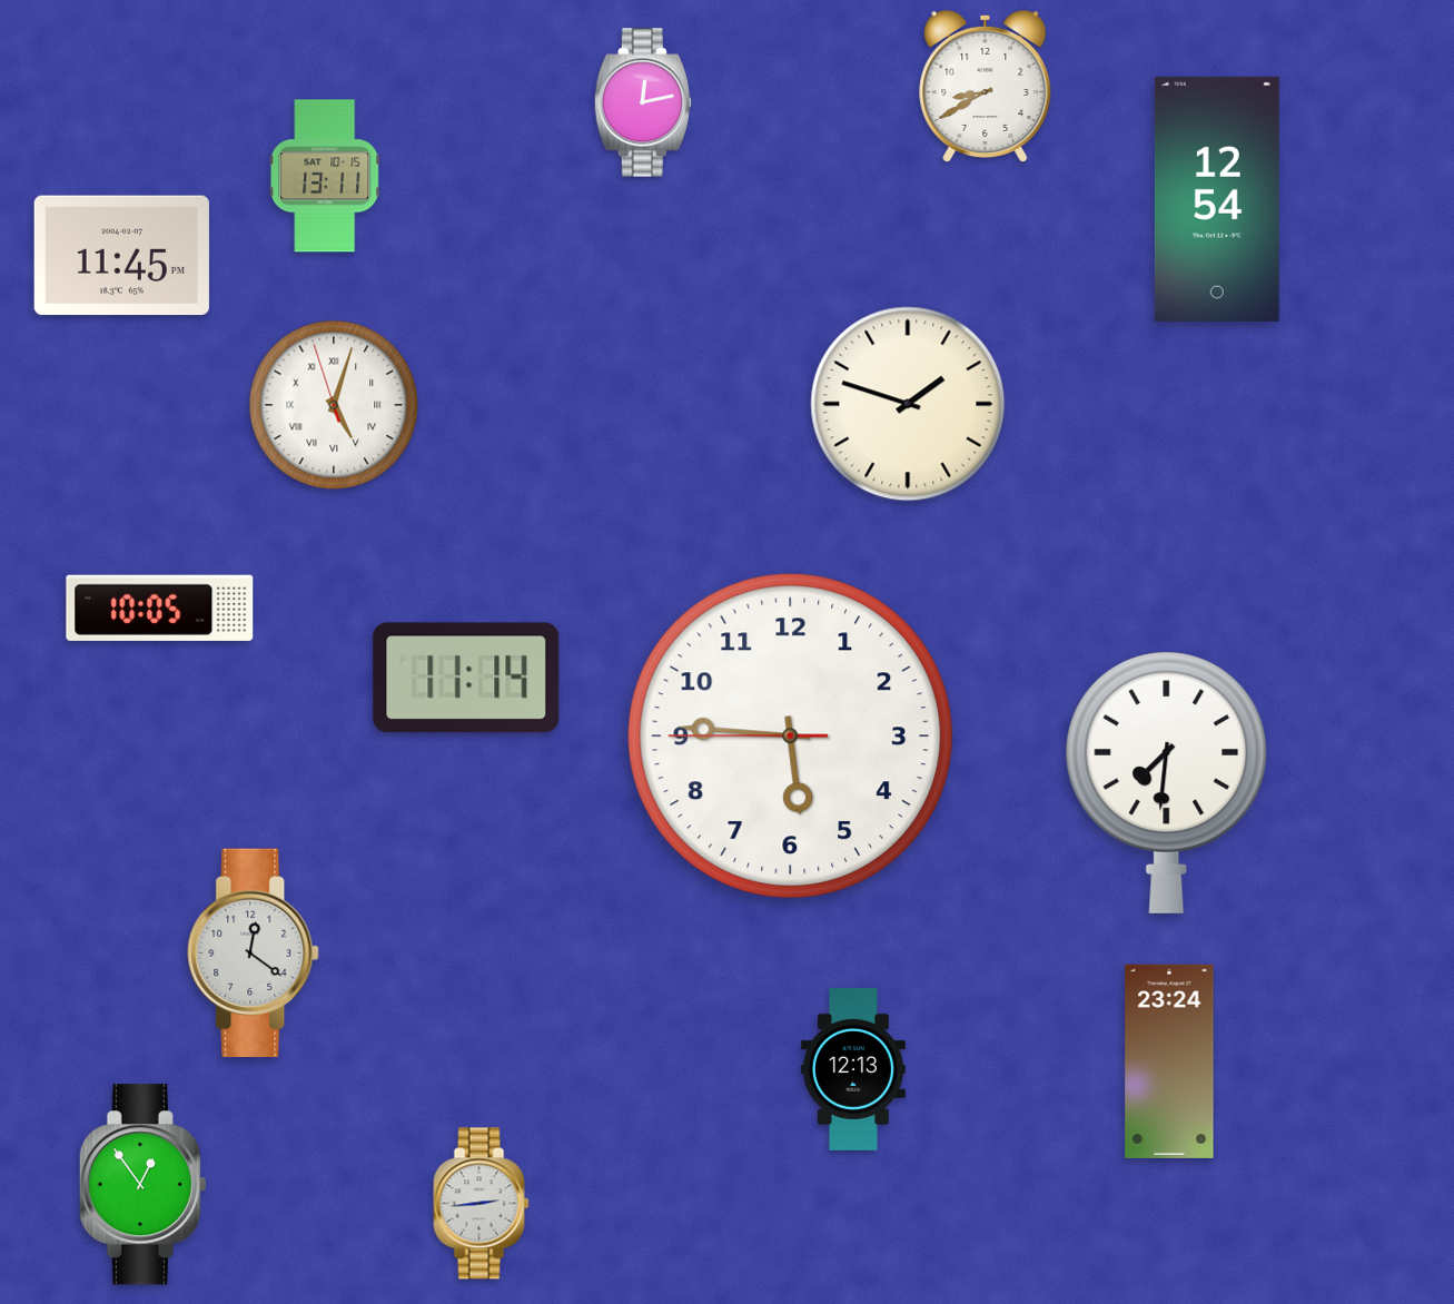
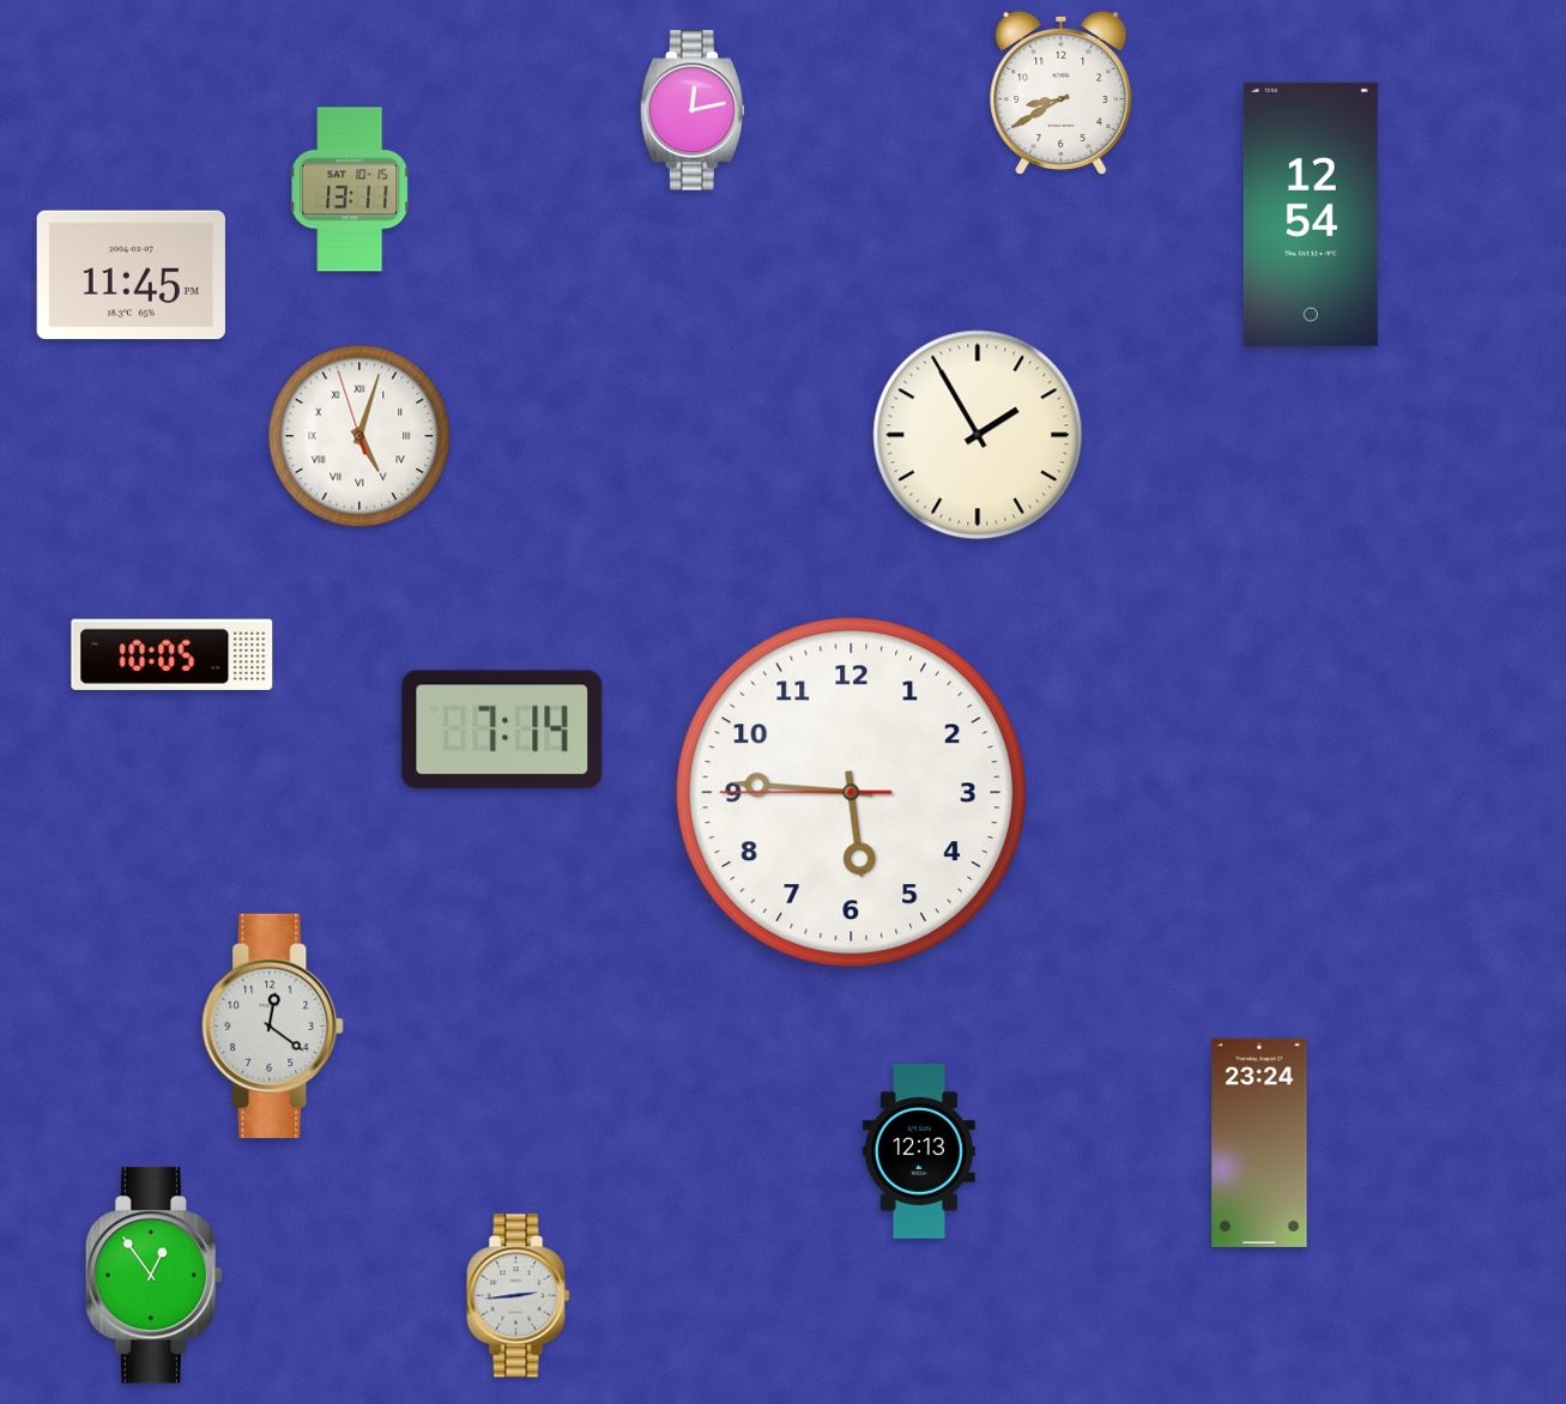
clock at (908, 404): 1:48 -> 1:55
clock at (466, 678): 11:14 -> 7:14
clock at (1167, 782): 7:31 -> none
